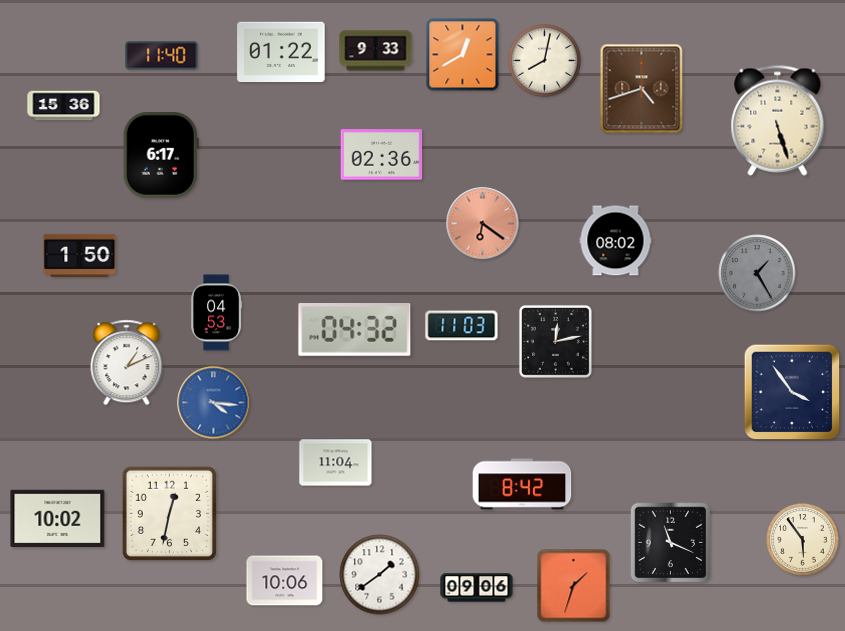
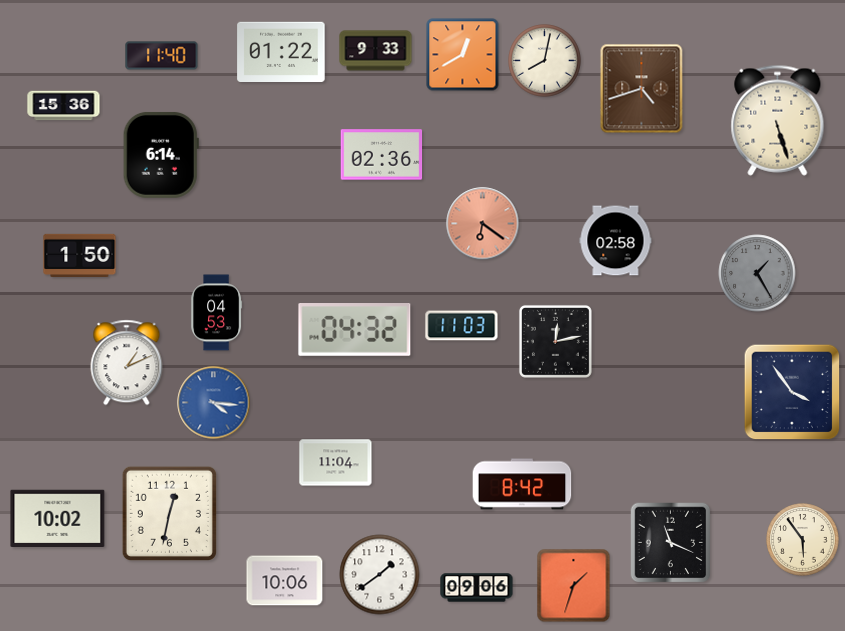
clock at (161, 155): 6:17 -> 6:14
clock at (616, 241): 08:02 -> 02:58
